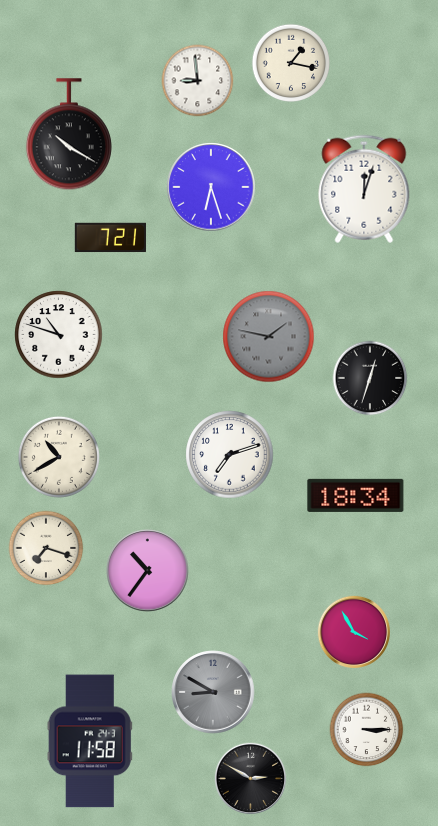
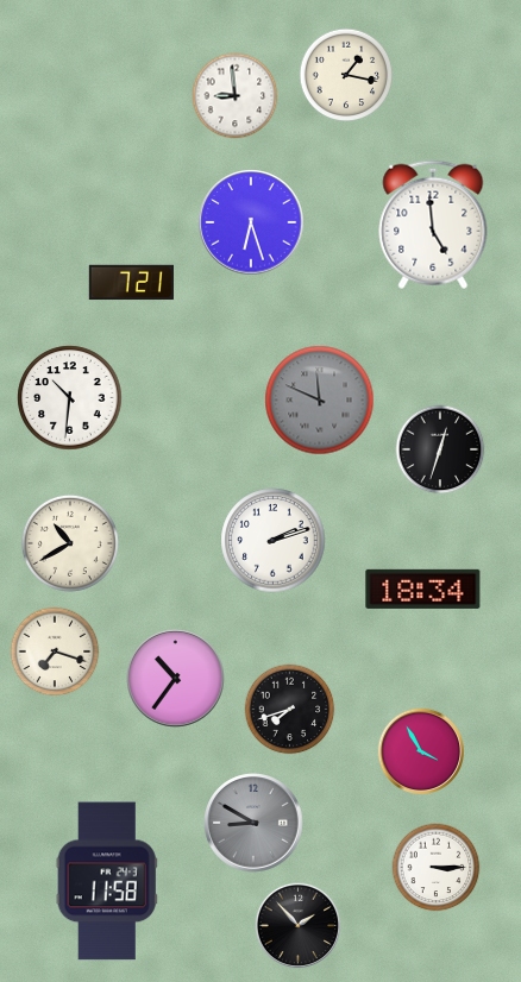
clock at (69, 135): 10:20 -> none
clock at (364, 189): 12:03 -> 4:59
clock at (59, 335): 10:48 -> 10:31
clock at (269, 337): 1:47 -> 11:49
clock at (230, 455): 7:12 -> 2:12
clock at (290, 710): none -> 7:42
clock at (251, 779): 2:50 -> 1:53
